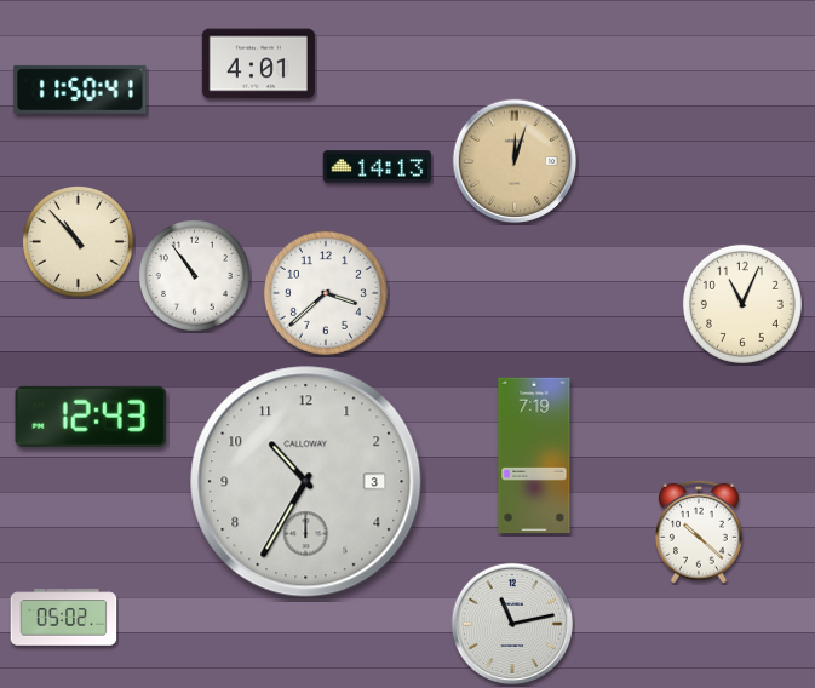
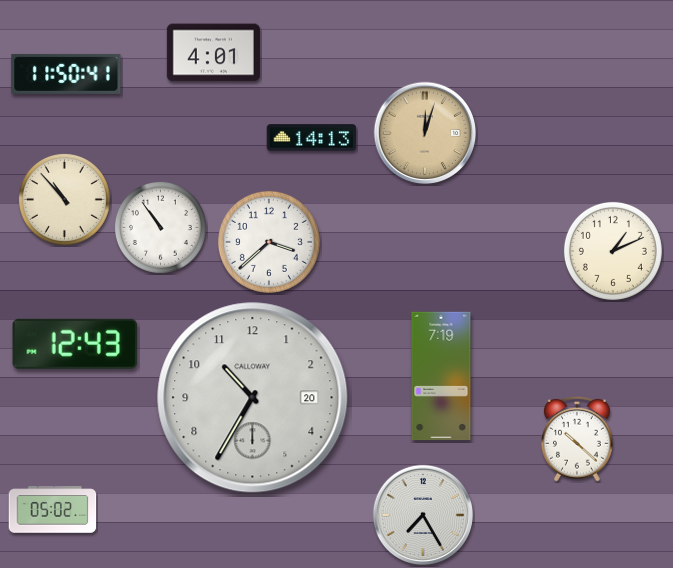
clock at (742, 304): 11:04 -> 1:11
clock at (306, 482) date: 3 -> 20
clock at (511, 623): 11:13 -> 7:25
